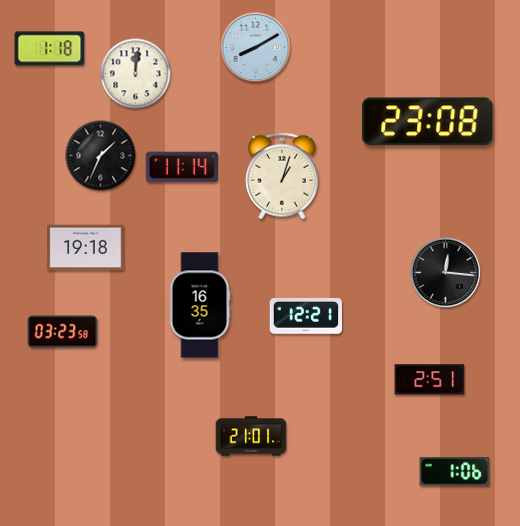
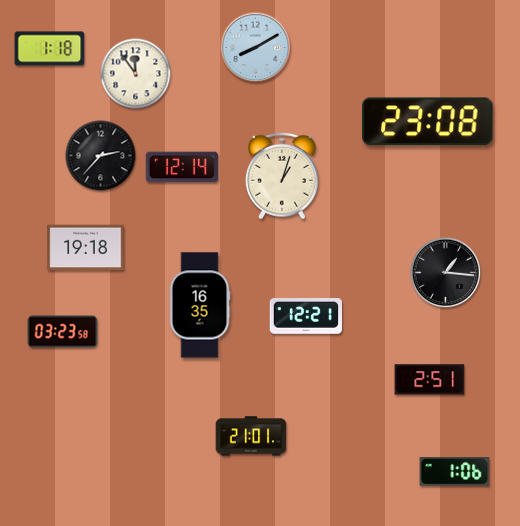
clock at (136, 74): 12:01 -> 11:54
clock at (101, 156): 1:34 -> 2:37
clock at (181, 167): 11:14 -> 12:14
clock at (446, 273): 12:16 -> 1:16
